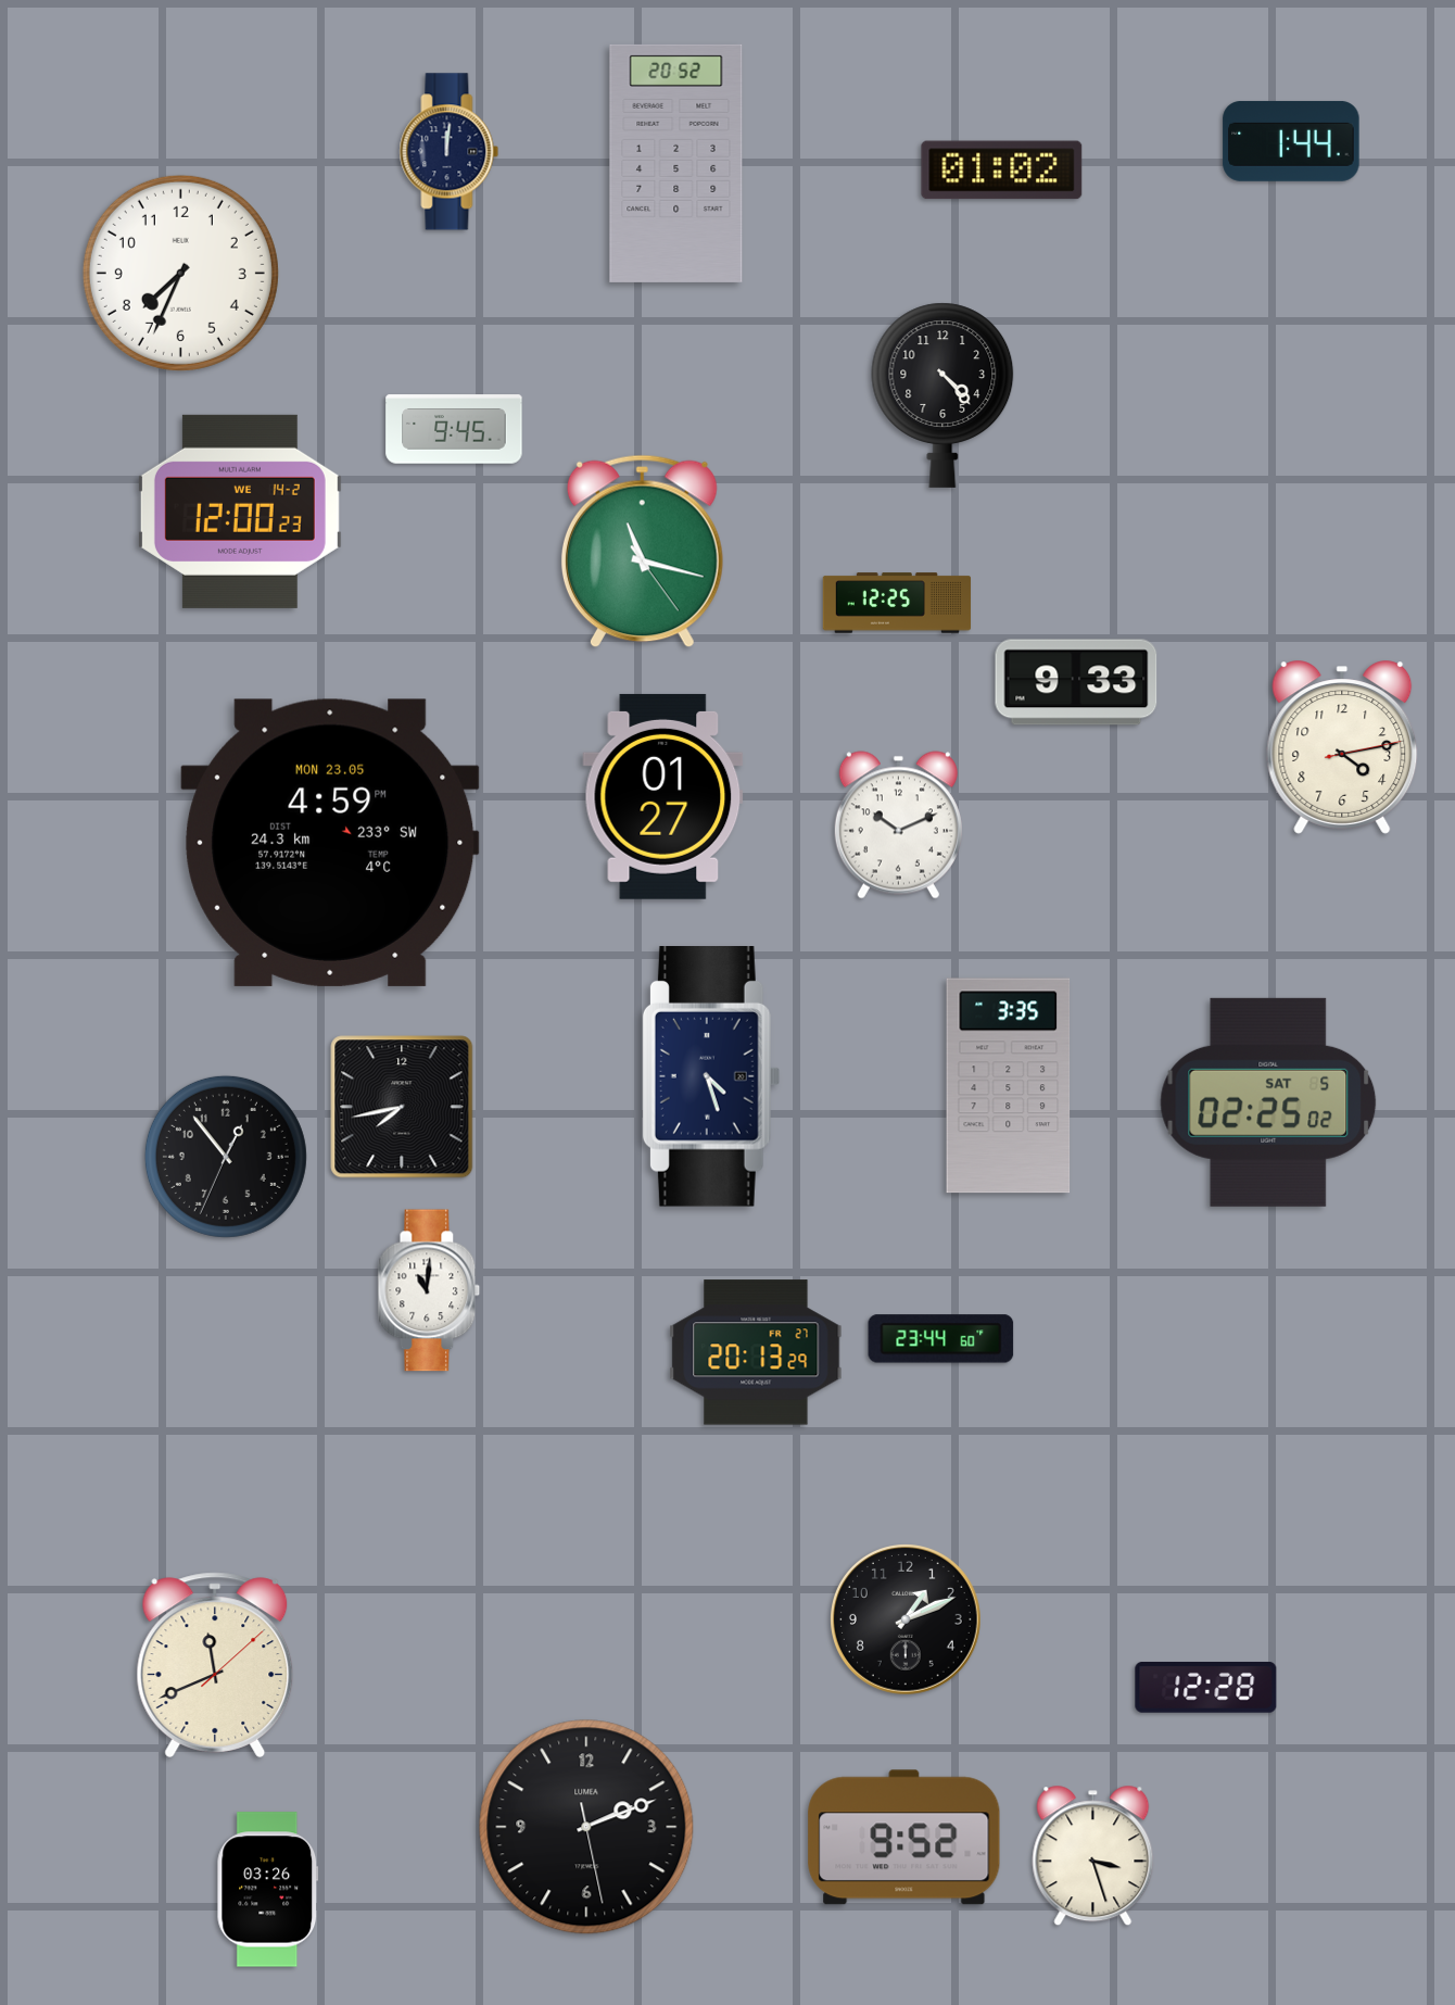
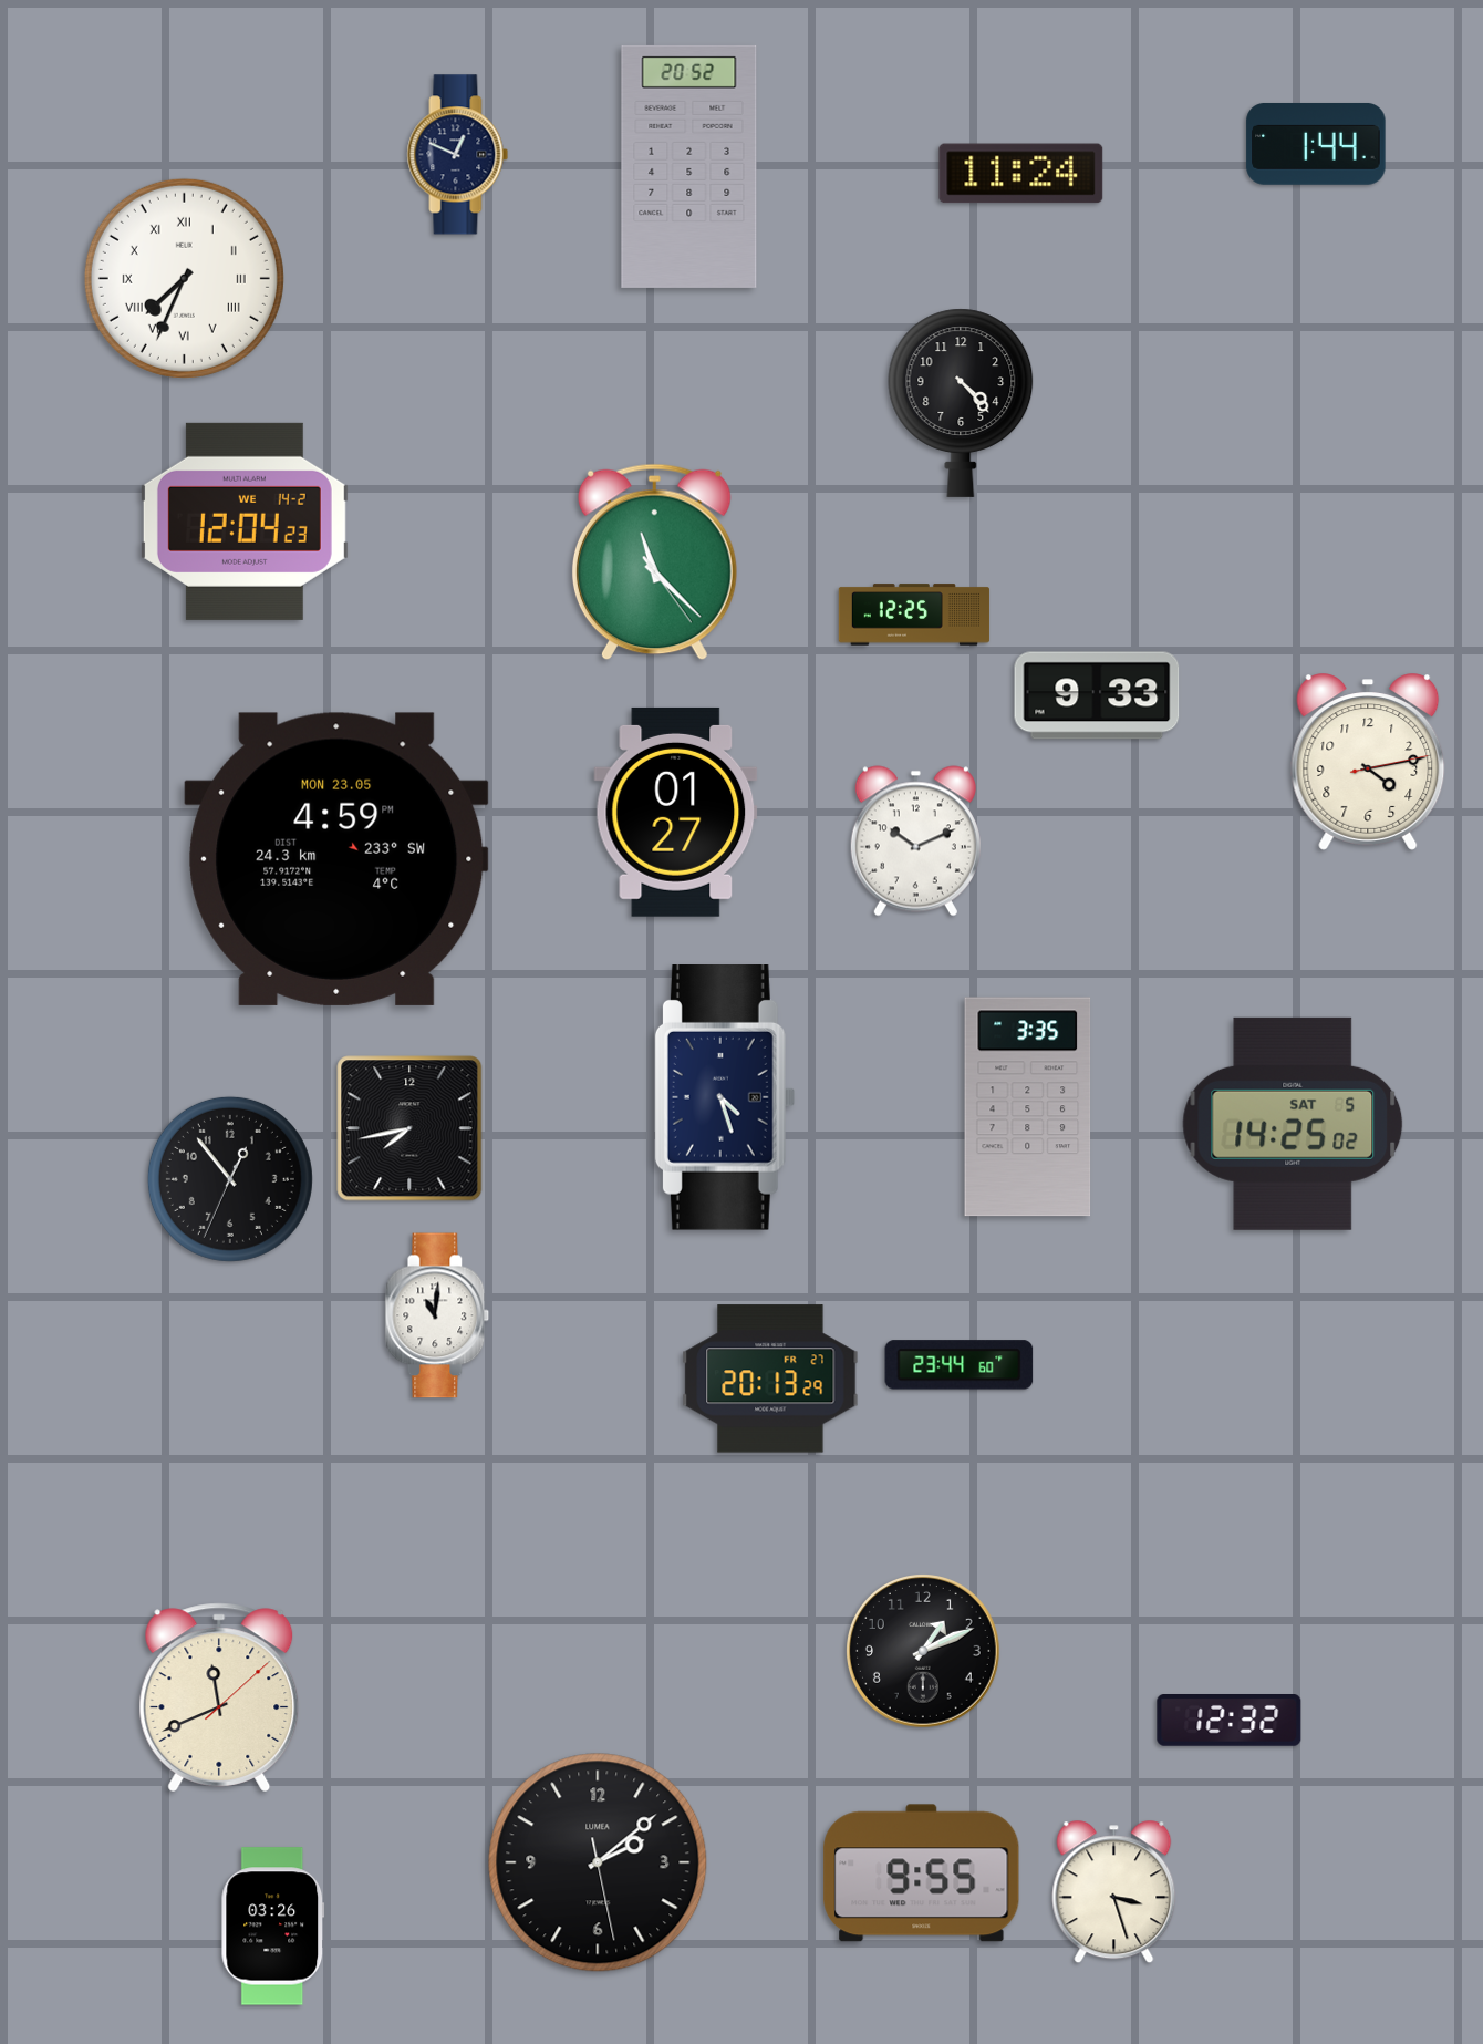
clock at (450, 152): 12:01 -> 12:49
clock at (1002, 171): 01:02 -> 11:24
clock at (180, 273) numerals: Arabic -> Roman
clock at (454, 429): 9:45 -> none
clock at (240, 512): 12:00 -> 12:04
clock at (642, 552): 11:17 -> 11:22
clock at (1268, 1102): 02:25 -> 14:25
clock at (1206, 1688): 12:28 -> 12:32
clock at (586, 1827): 2:11 -> 2:08
clock at (904, 1838): 9:52 -> 9:55
